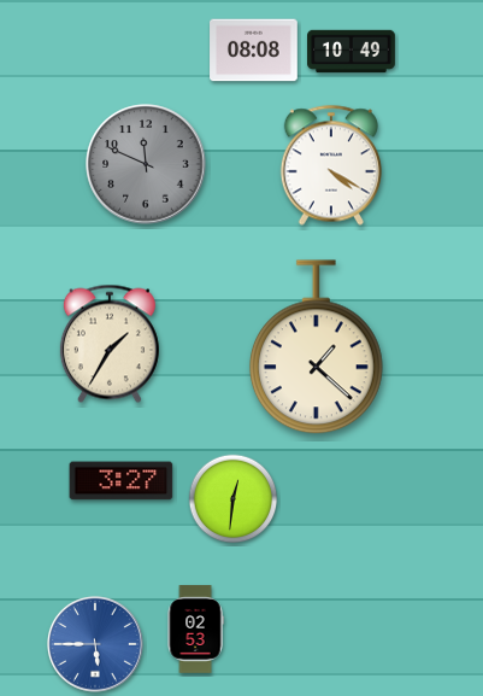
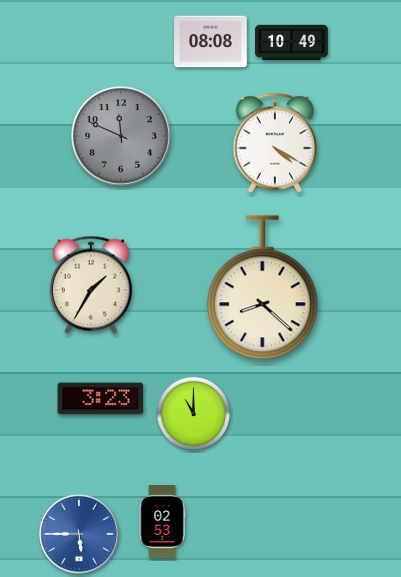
clock at (331, 165) position: (331, 165) -> (275, 143)
clock at (316, 347): 1:22 -> 8:22
clock at (122, 481): 3:27 -> 3:23
clock at (234, 499): 12:31 -> 11:00
